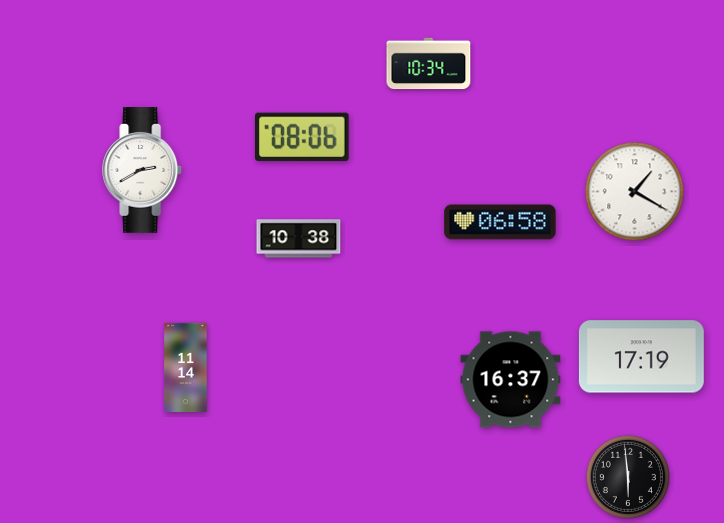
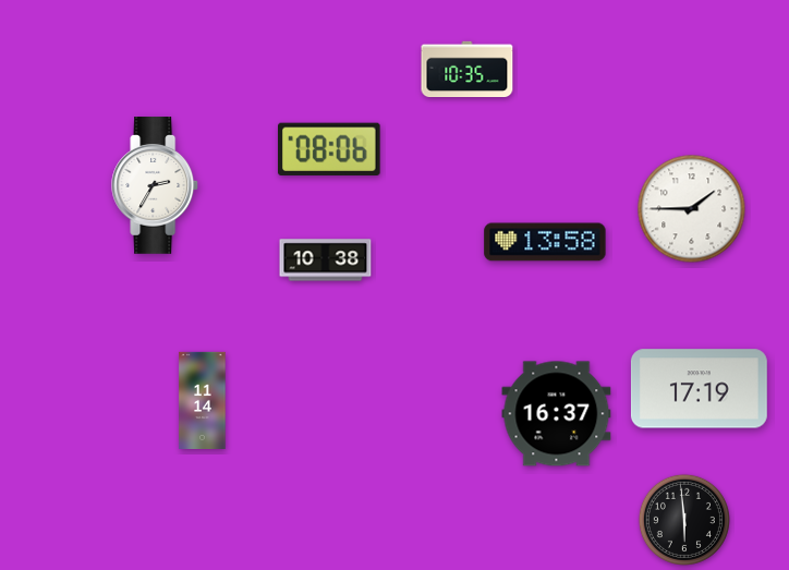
clock at (429, 64): 10:34 -> 10:35
clock at (143, 170): 2:40 -> 2:35
clock at (635, 192): 1:20 -> 1:45
clock at (500, 222): 06:58 -> 13:58
